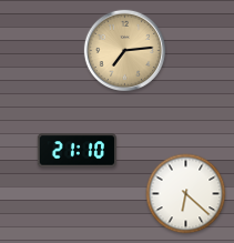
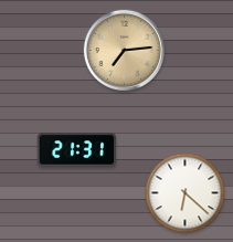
clock at (78, 151): 21:10 -> 21:31
